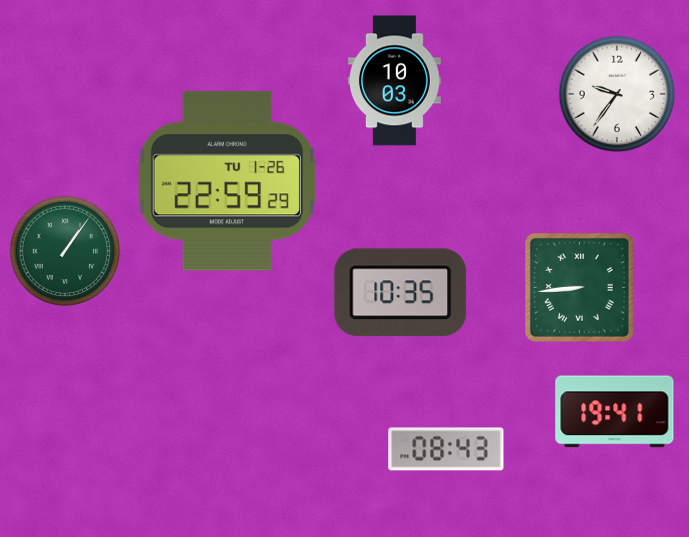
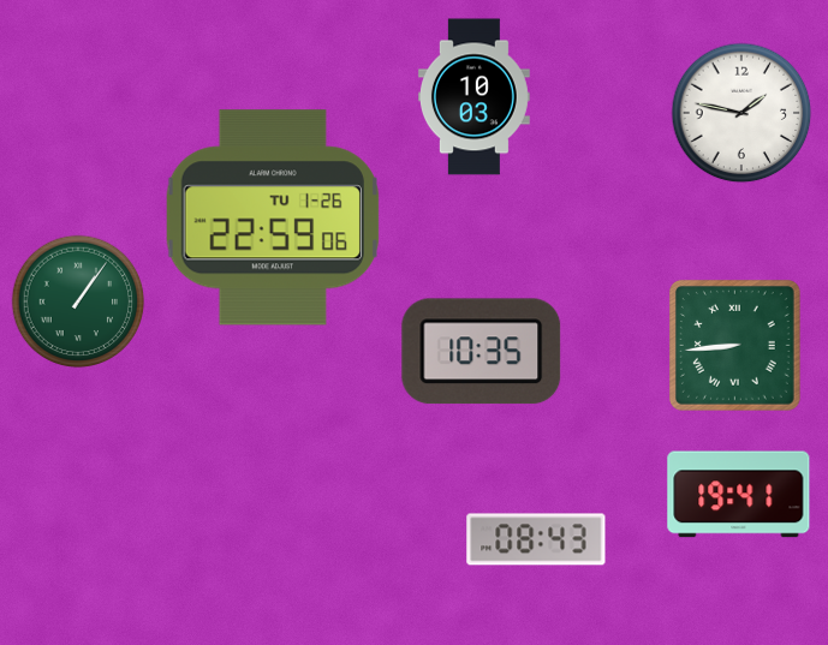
clock at (617, 94): 9:36 -> 1:47
clock at (227, 181): 22:59:29 -> 22:59:06
clock at (579, 287) position: (579, 287) -> (734, 345)
